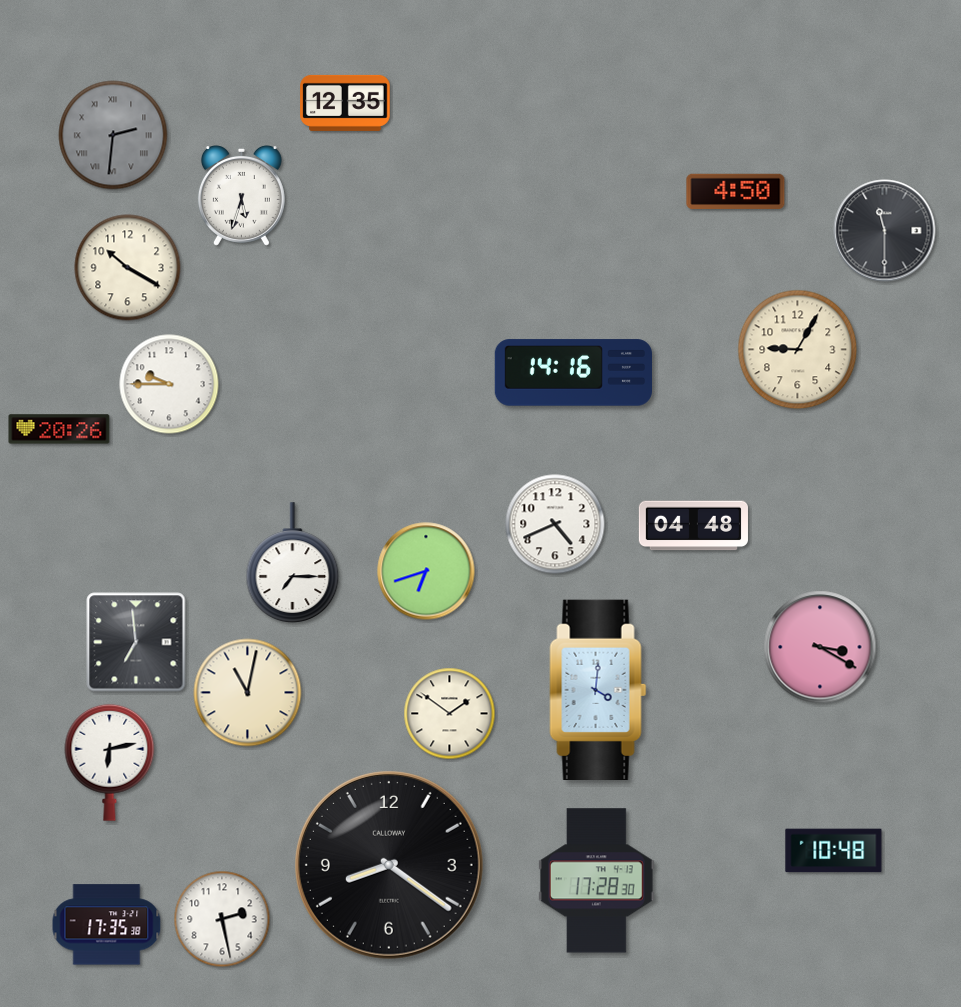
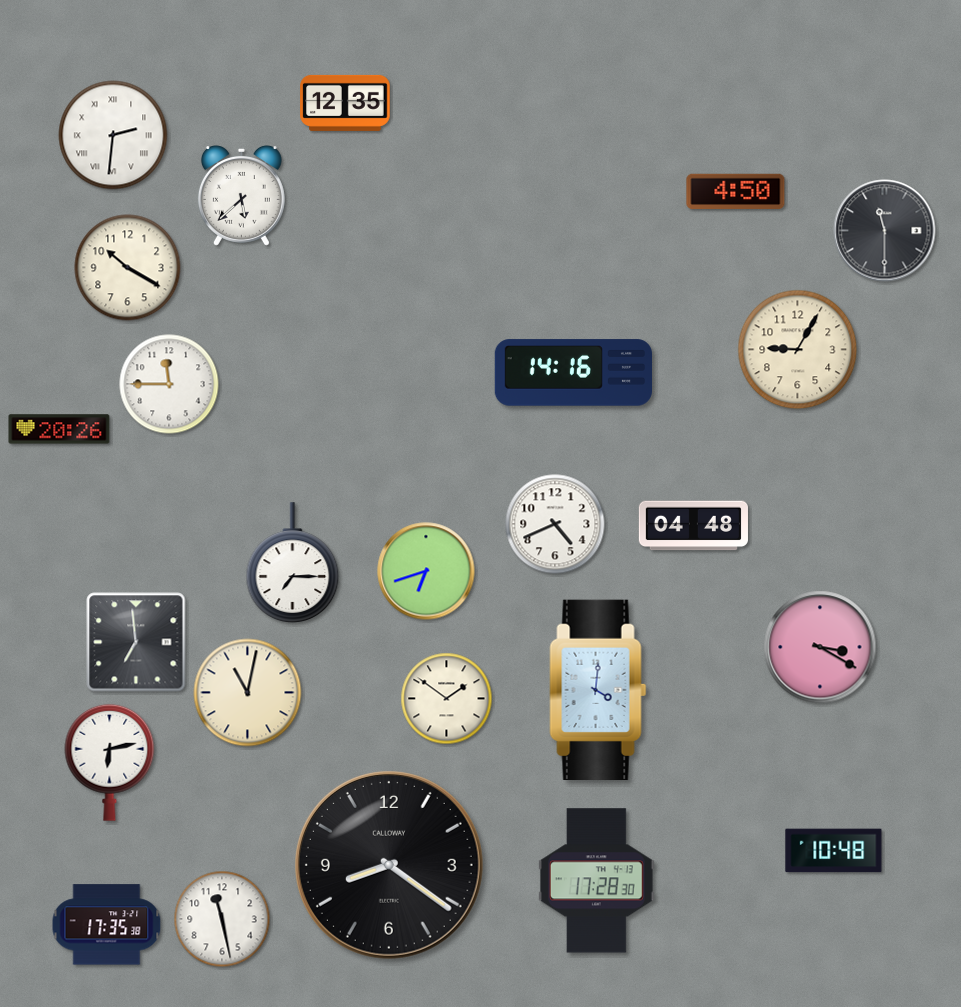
clock at (113, 135) dial: grey -> white
clock at (241, 196): 5:33 -> 5:38
clock at (169, 384): 9:45 -> 11:45
clock at (450, 714) position: (450, 714) -> (447, 699)
clock at (222, 919): 2:28 -> 11:28
